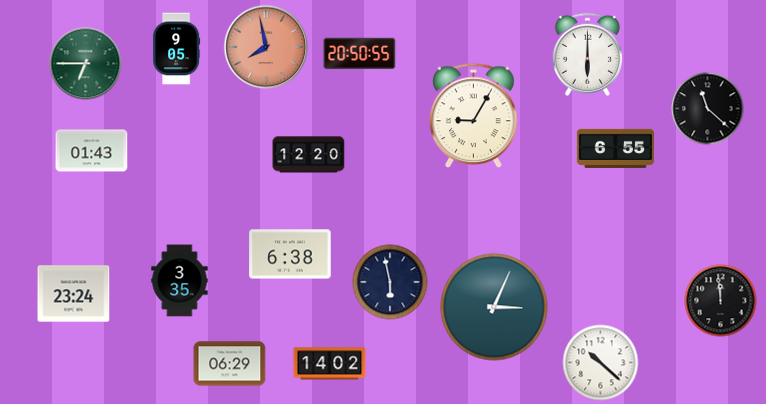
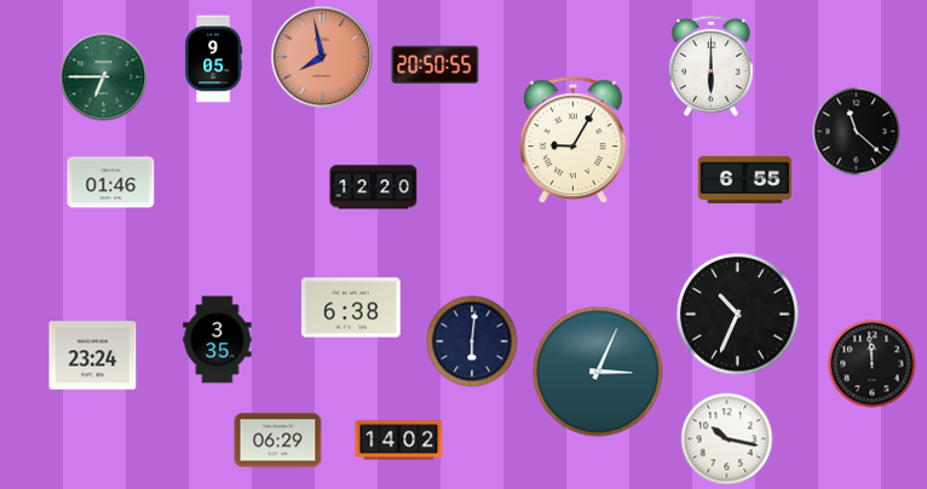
clock at (92, 151): 01:43 -> 01:46
clock at (738, 315): none -> 10:34
clock at (390, 282): 5:58 -> 6:01
clock at (74, 294) position: (74, 294) -> (93, 356)
clock at (601, 363): 10:22 -> 10:17
